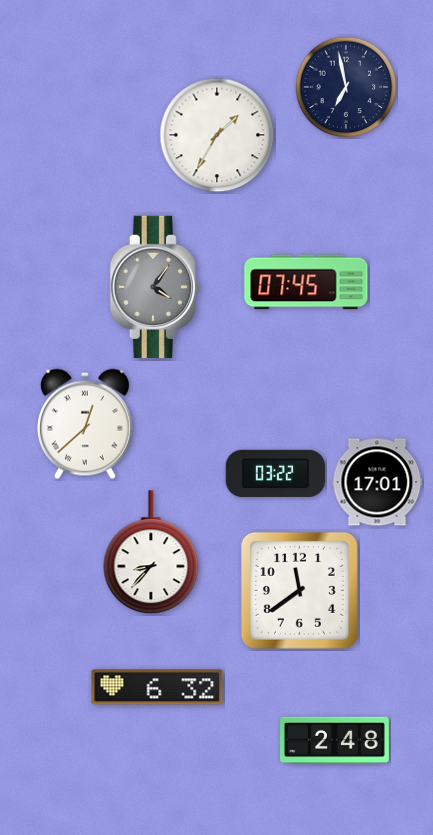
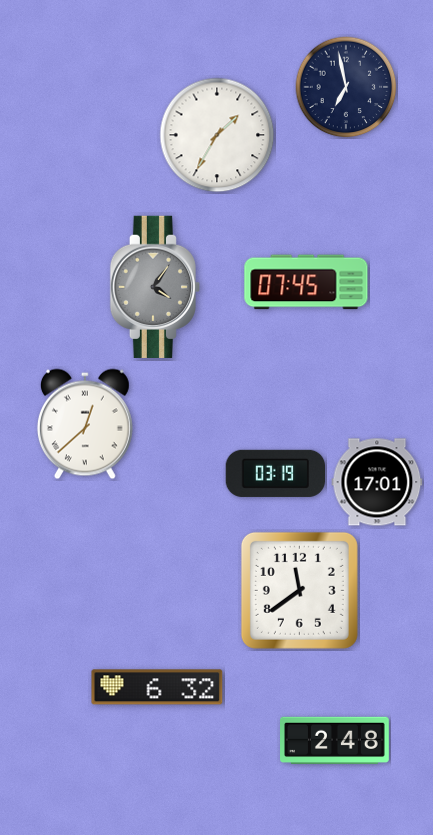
clock at (275, 473): 03:22 -> 03:19
clock at (151, 553): 8:37 -> none
